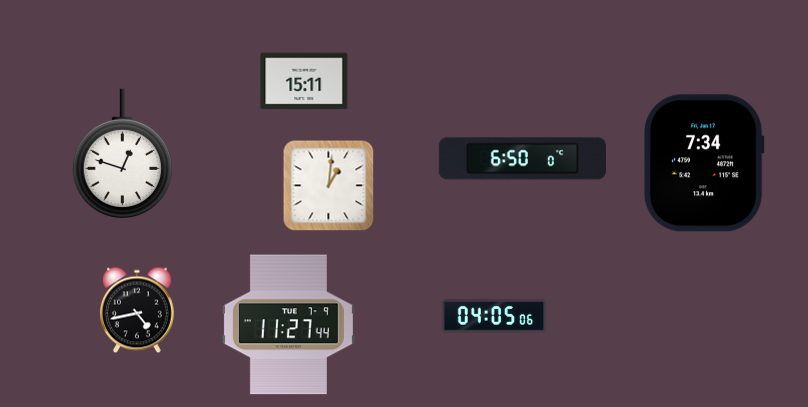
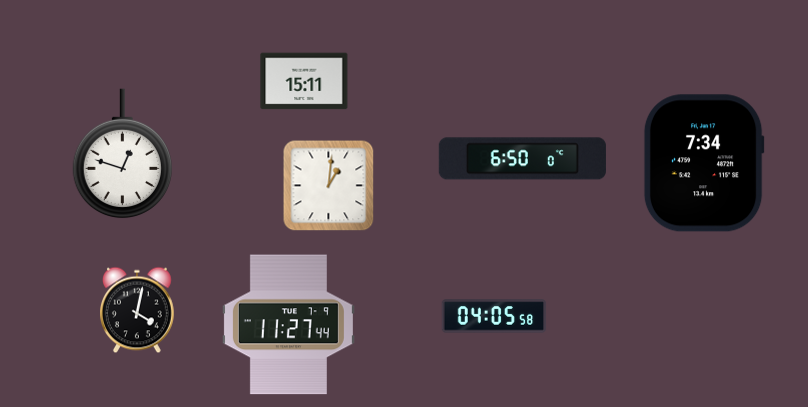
clock at (138, 310): 4:43 -> 4:02
clock at (494, 316): 04:05:06 -> 04:05:58
